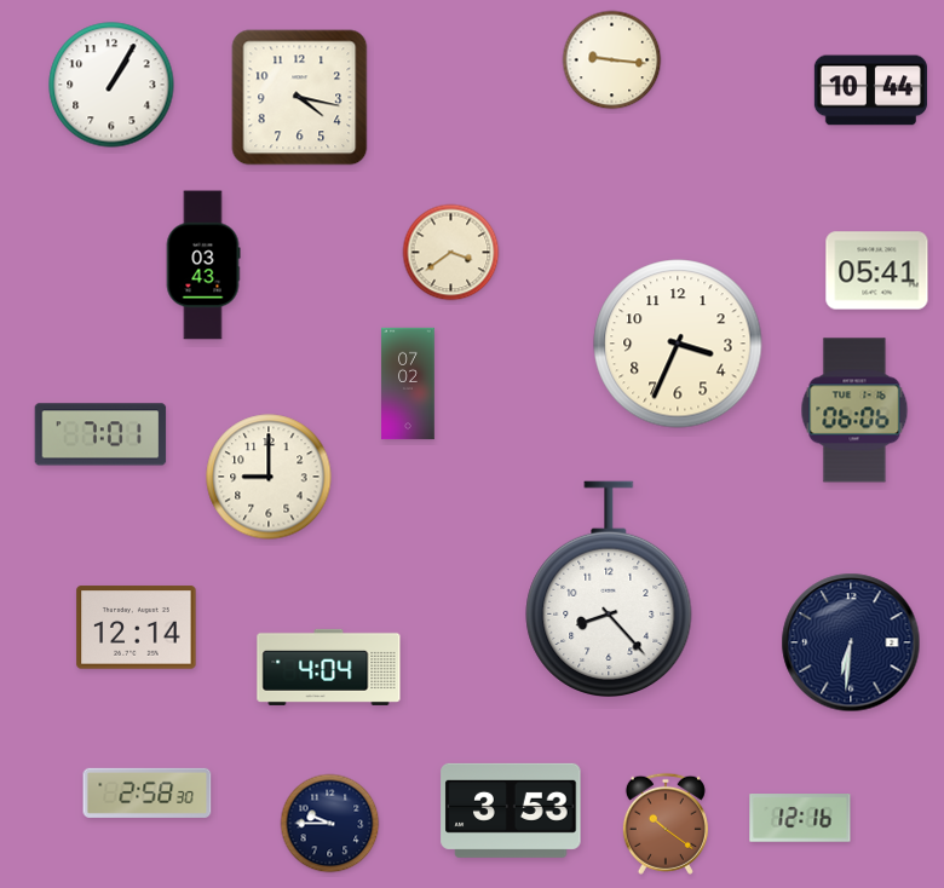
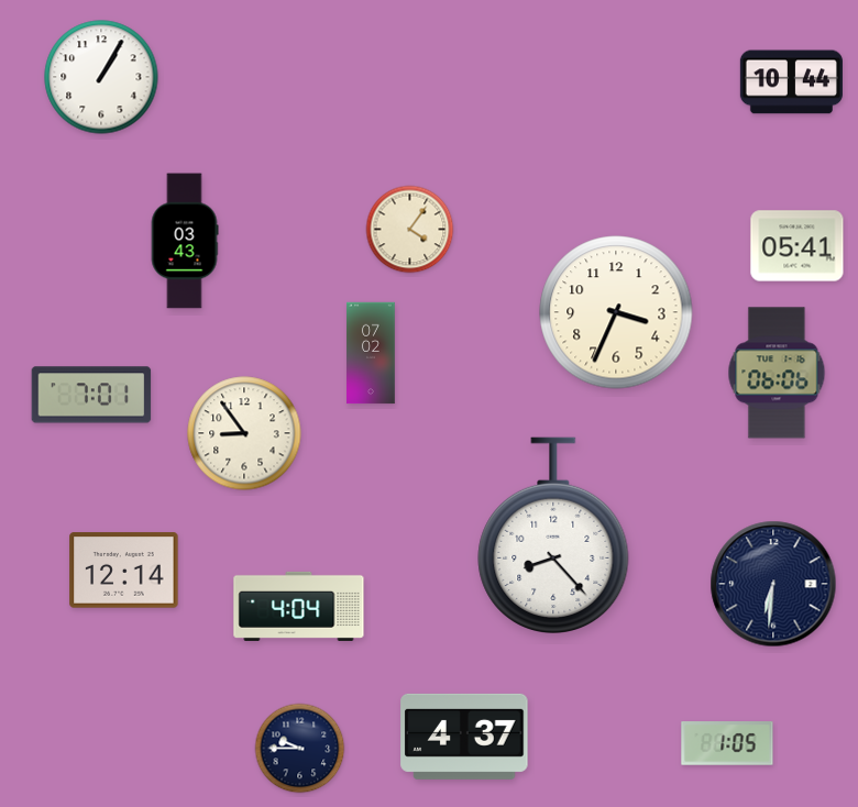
clock at (612, 60): 9:16 -> none
clock at (300, 98): 4:17 -> none
clock at (451, 253): 3:39 -> 4:06
clock at (408, 384) position: (408, 384) -> (371, 353)
clock at (269, 477): 9:00 -> 8:54
clock at (148, 792): 2:58 -> none
clock at (511, 811): 3:53 -> 4:37
clock at (800, 818): 12:16 -> 1:05
clock at (666, 824): 10:21 -> none
